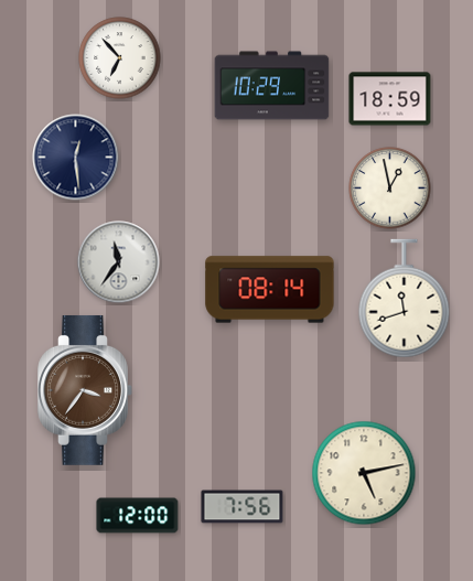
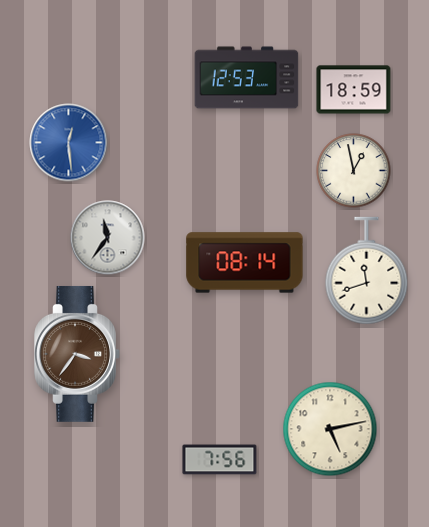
clock at (120, 58): 6:53 -> none
clock at (272, 86): 10:29 -> 12:53
clock at (76, 158) dial: navy -> blue
clock at (138, 516): 12:00 -> none
